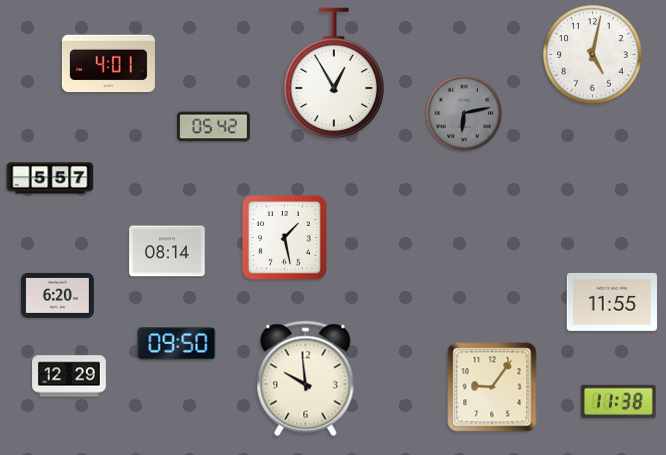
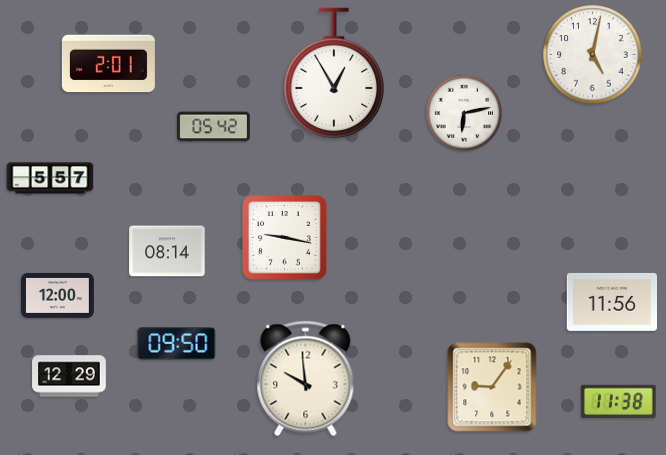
clock at (108, 64): 4:01 -> 2:01
clock at (464, 113) dial: grey -> white
clock at (285, 238): 1:28 -> 9:17
clock at (57, 295): 6:20 -> 12:00
clock at (611, 302): 11:55 -> 11:56
